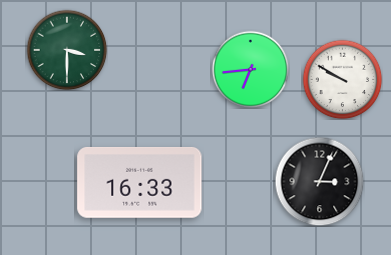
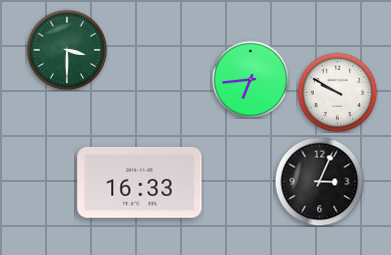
clock at (250, 69) position: (250, 69) -> (250, 79)
clock at (342, 79) position: (342, 79) -> (337, 92)
